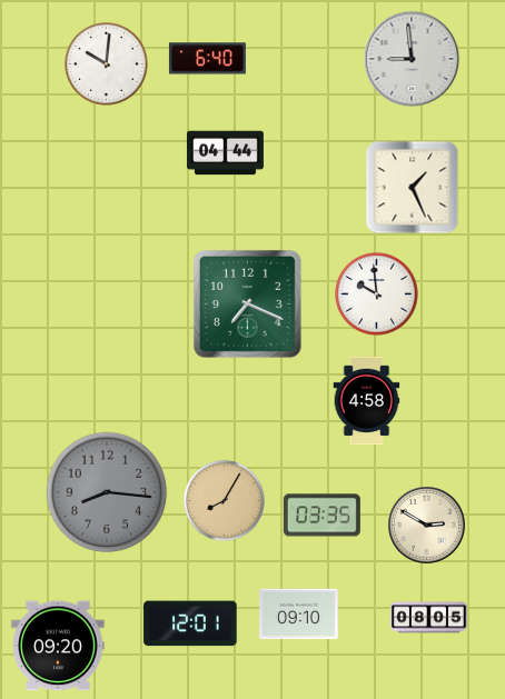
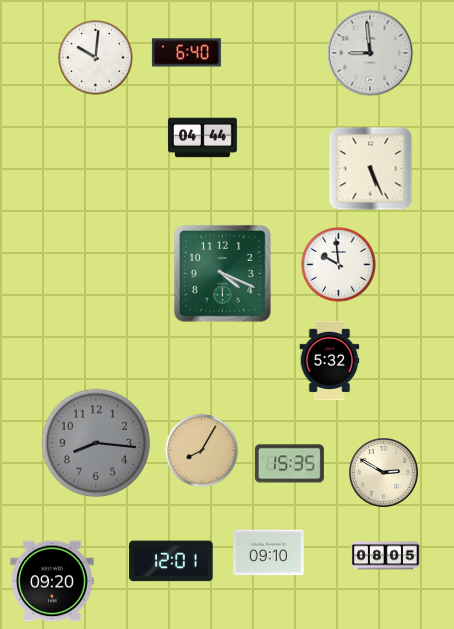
clock at (413, 188): 1:26 -> 5:26
clock at (247, 303): 7:19 -> 4:19
clock at (367, 401): 4:58 -> 5:32
clock at (321, 516): 03:35 -> 15:35
